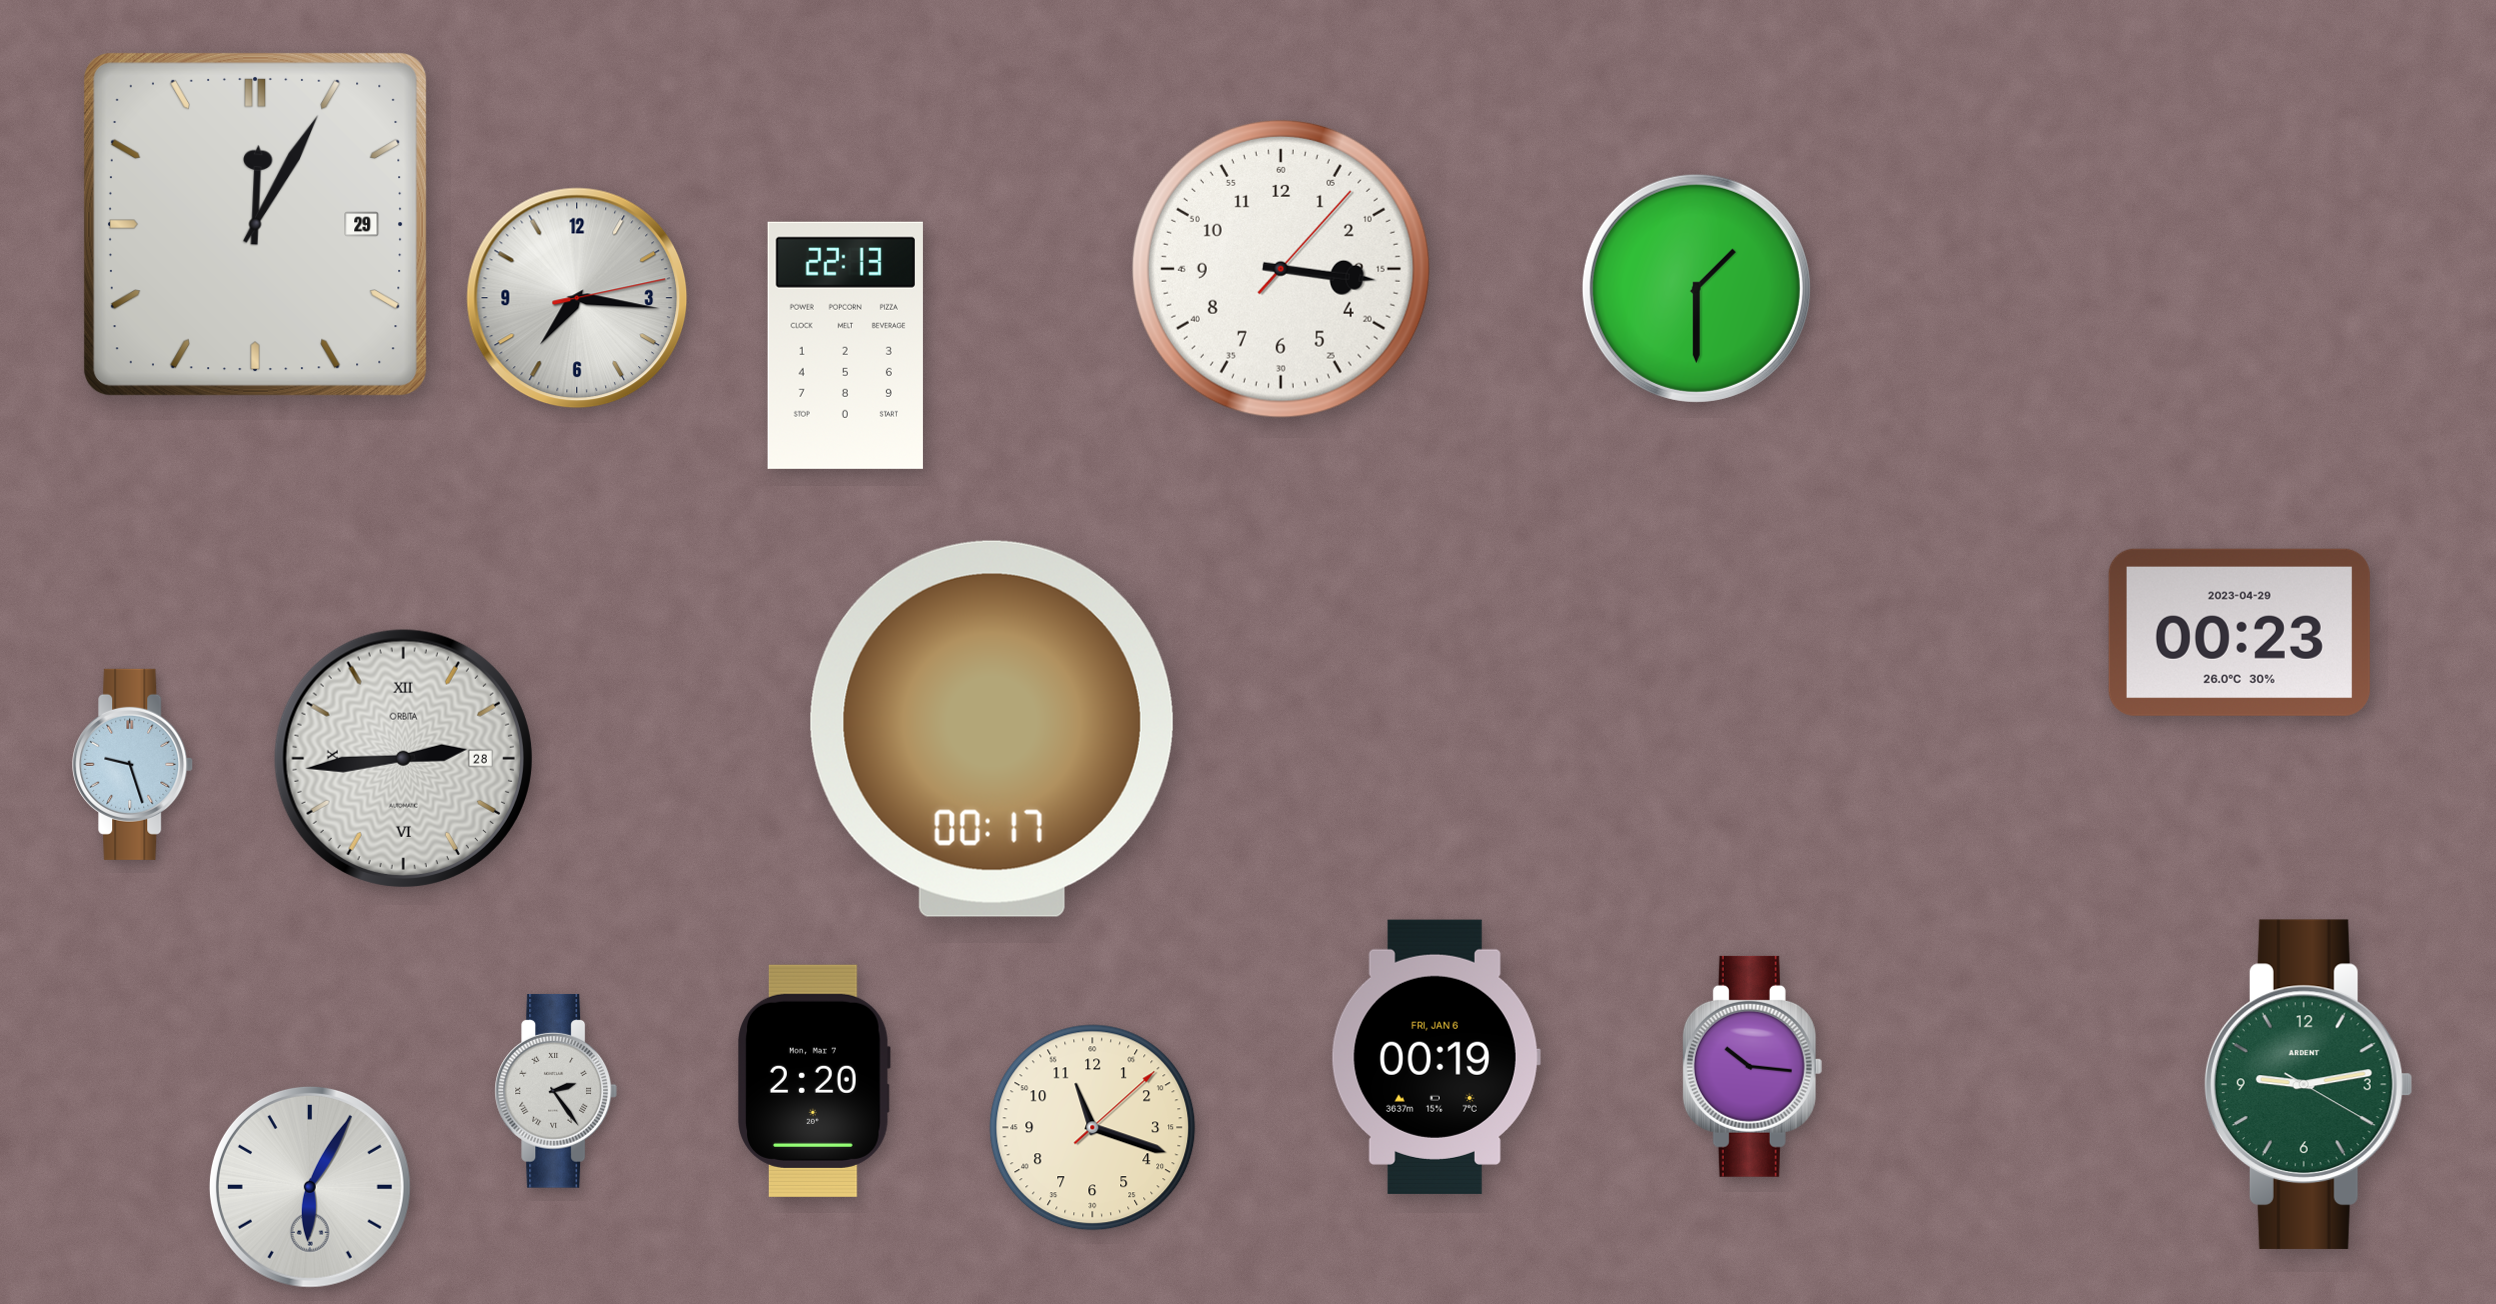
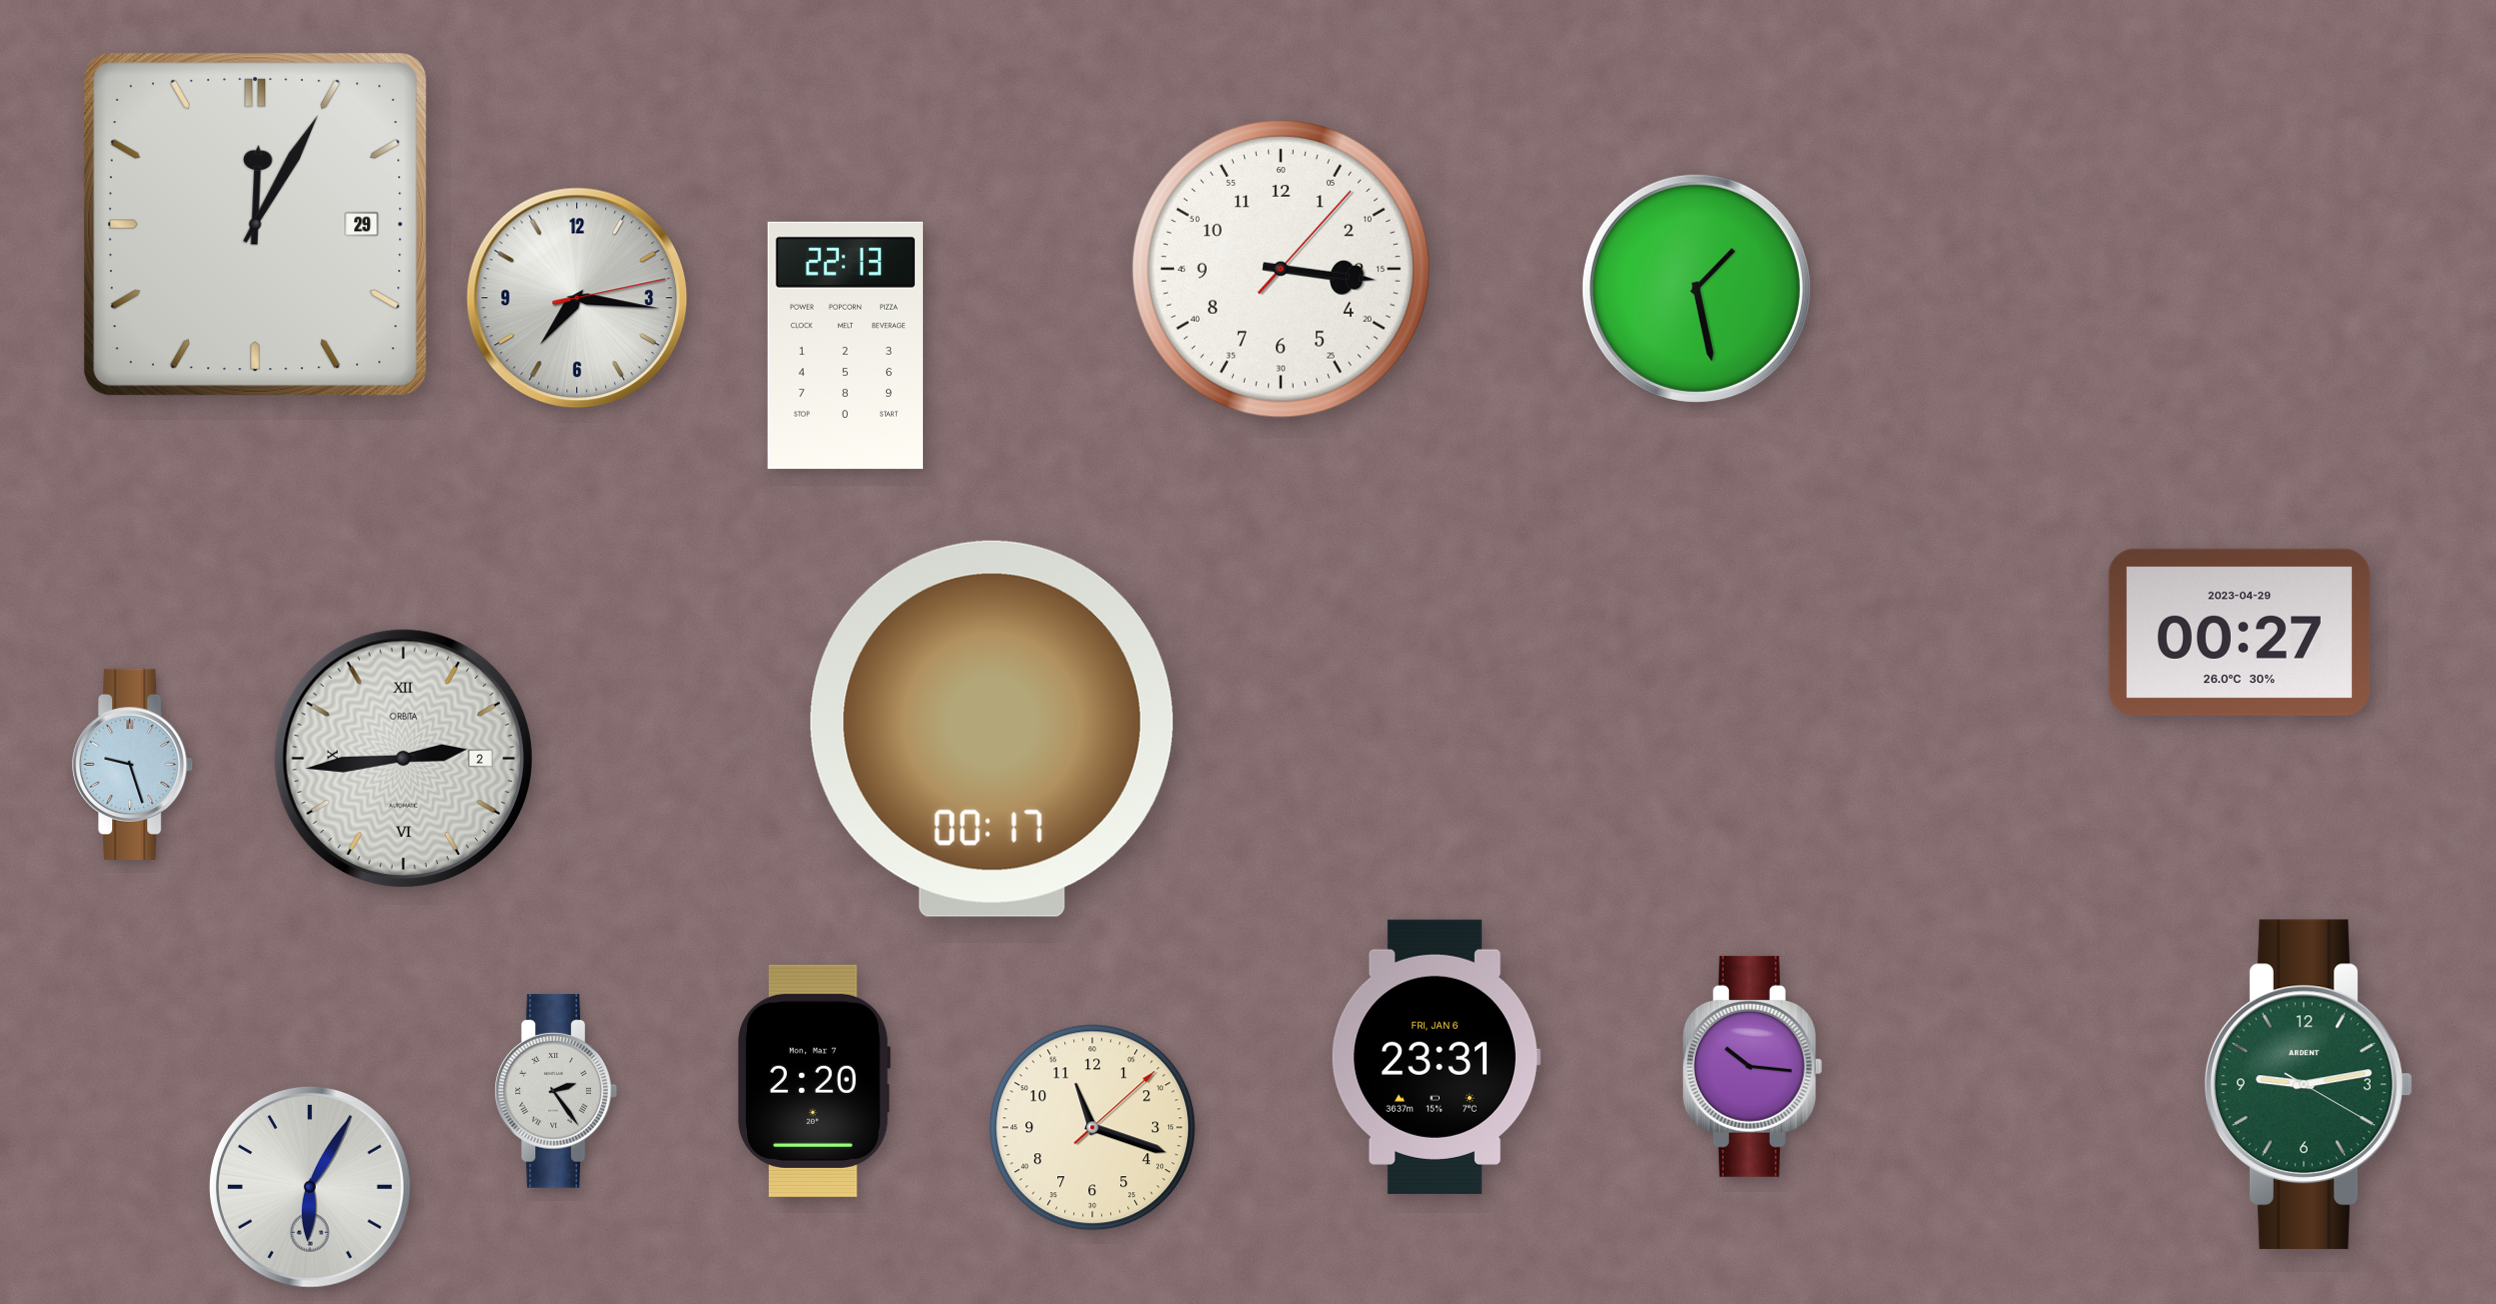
clock at (1696, 288): 1:30 -> 1:28
clock at (2239, 632): 00:23 -> 00:27
clock at (403, 758) date: 28 -> 2
clock at (1436, 1057): 00:19 -> 23:31
